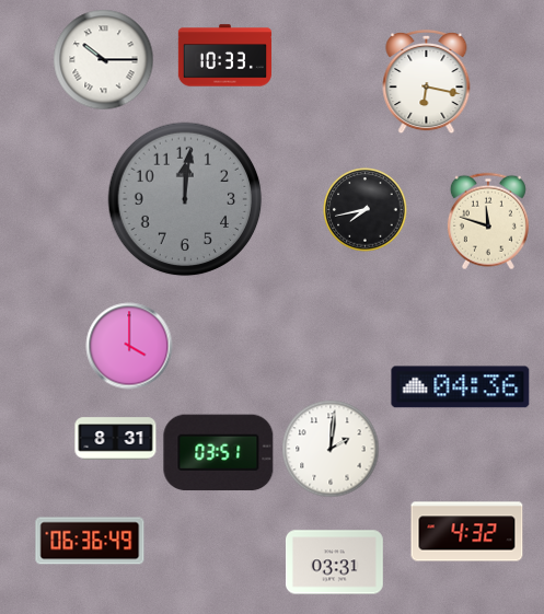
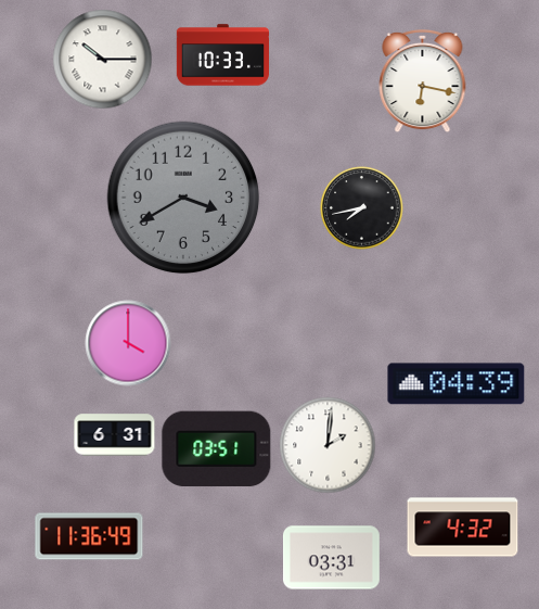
clock at (185, 199): 12:01 -> 3:40
clock at (488, 221): 11:48 -> none
clock at (461, 387): 04:36 -> 04:39
clock at (116, 439): 8:31 -> 6:31
clock at (90, 541): 06:36 -> 11:36
